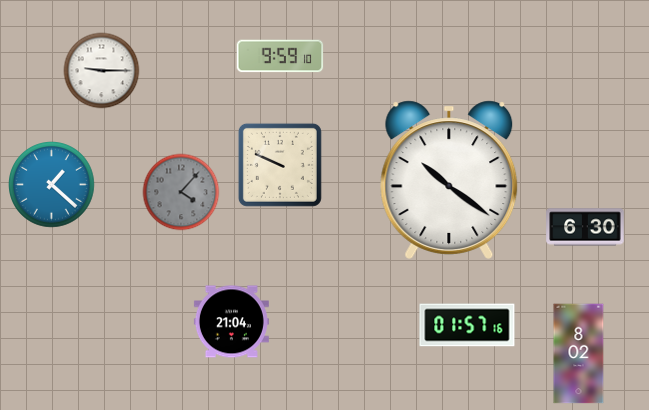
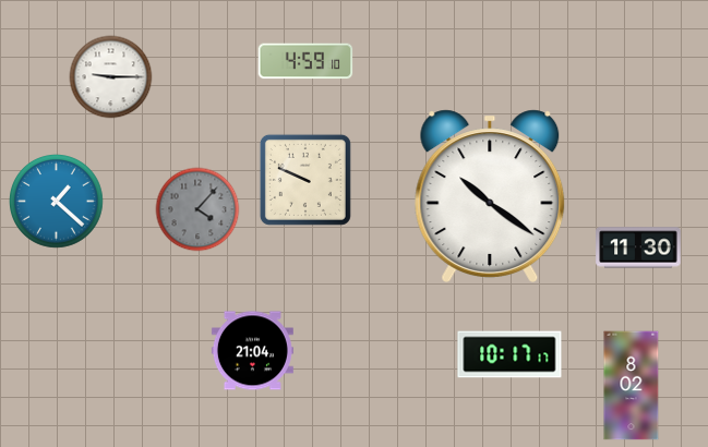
clock at (280, 56): 9:59 -> 4:59
clock at (585, 227): 6:30 -> 11:30
clock at (467, 325): 01:57 -> 10:17
